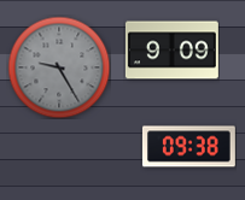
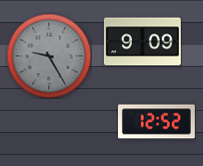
clock at (188, 147): 09:38 -> 12:52
